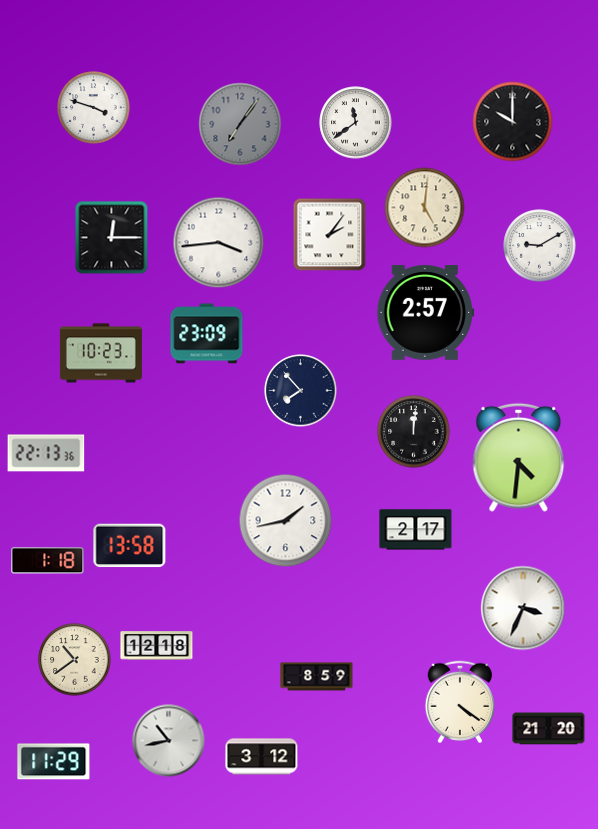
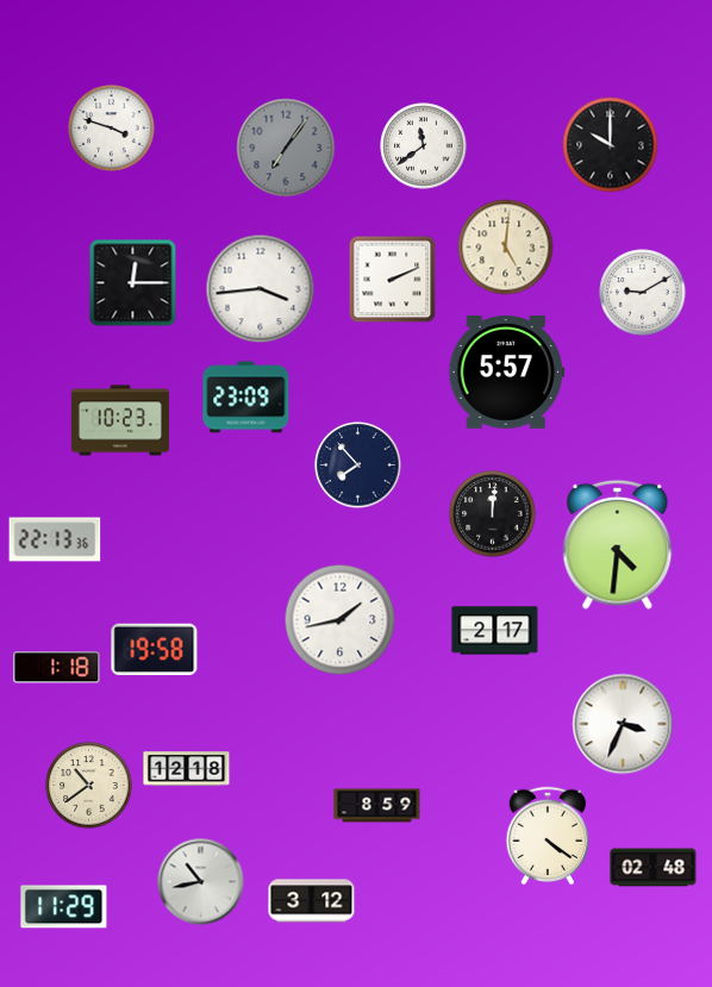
clock at (330, 235): 2:06 -> 2:11
clock at (426, 313): 2:57 -> 5:57
clock at (130, 546): 13:58 -> 19:58
clock at (549, 729): 21:20 -> 02:48
